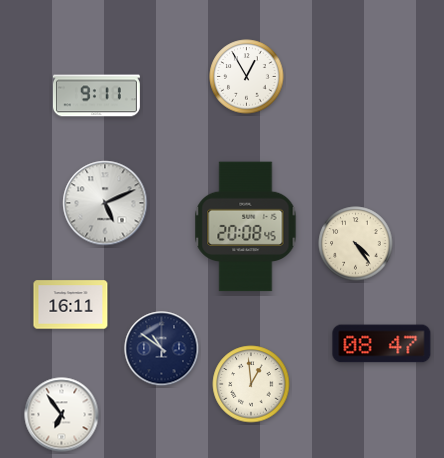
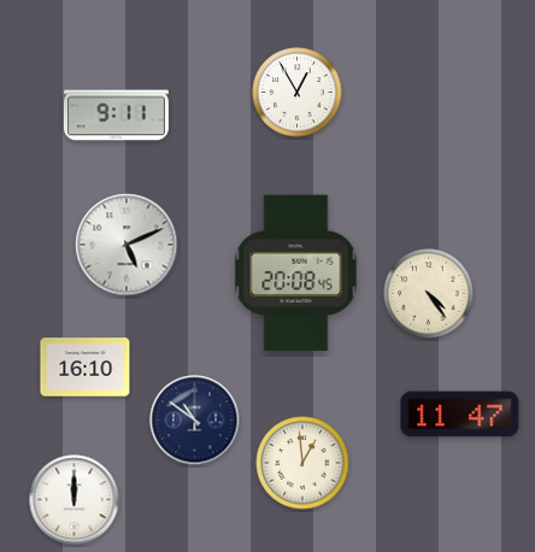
clock at (71, 305): 16:11 -> 16:10
clock at (382, 344): 08:47 -> 11:47
clock at (62, 415): 6:54 -> 12:00
